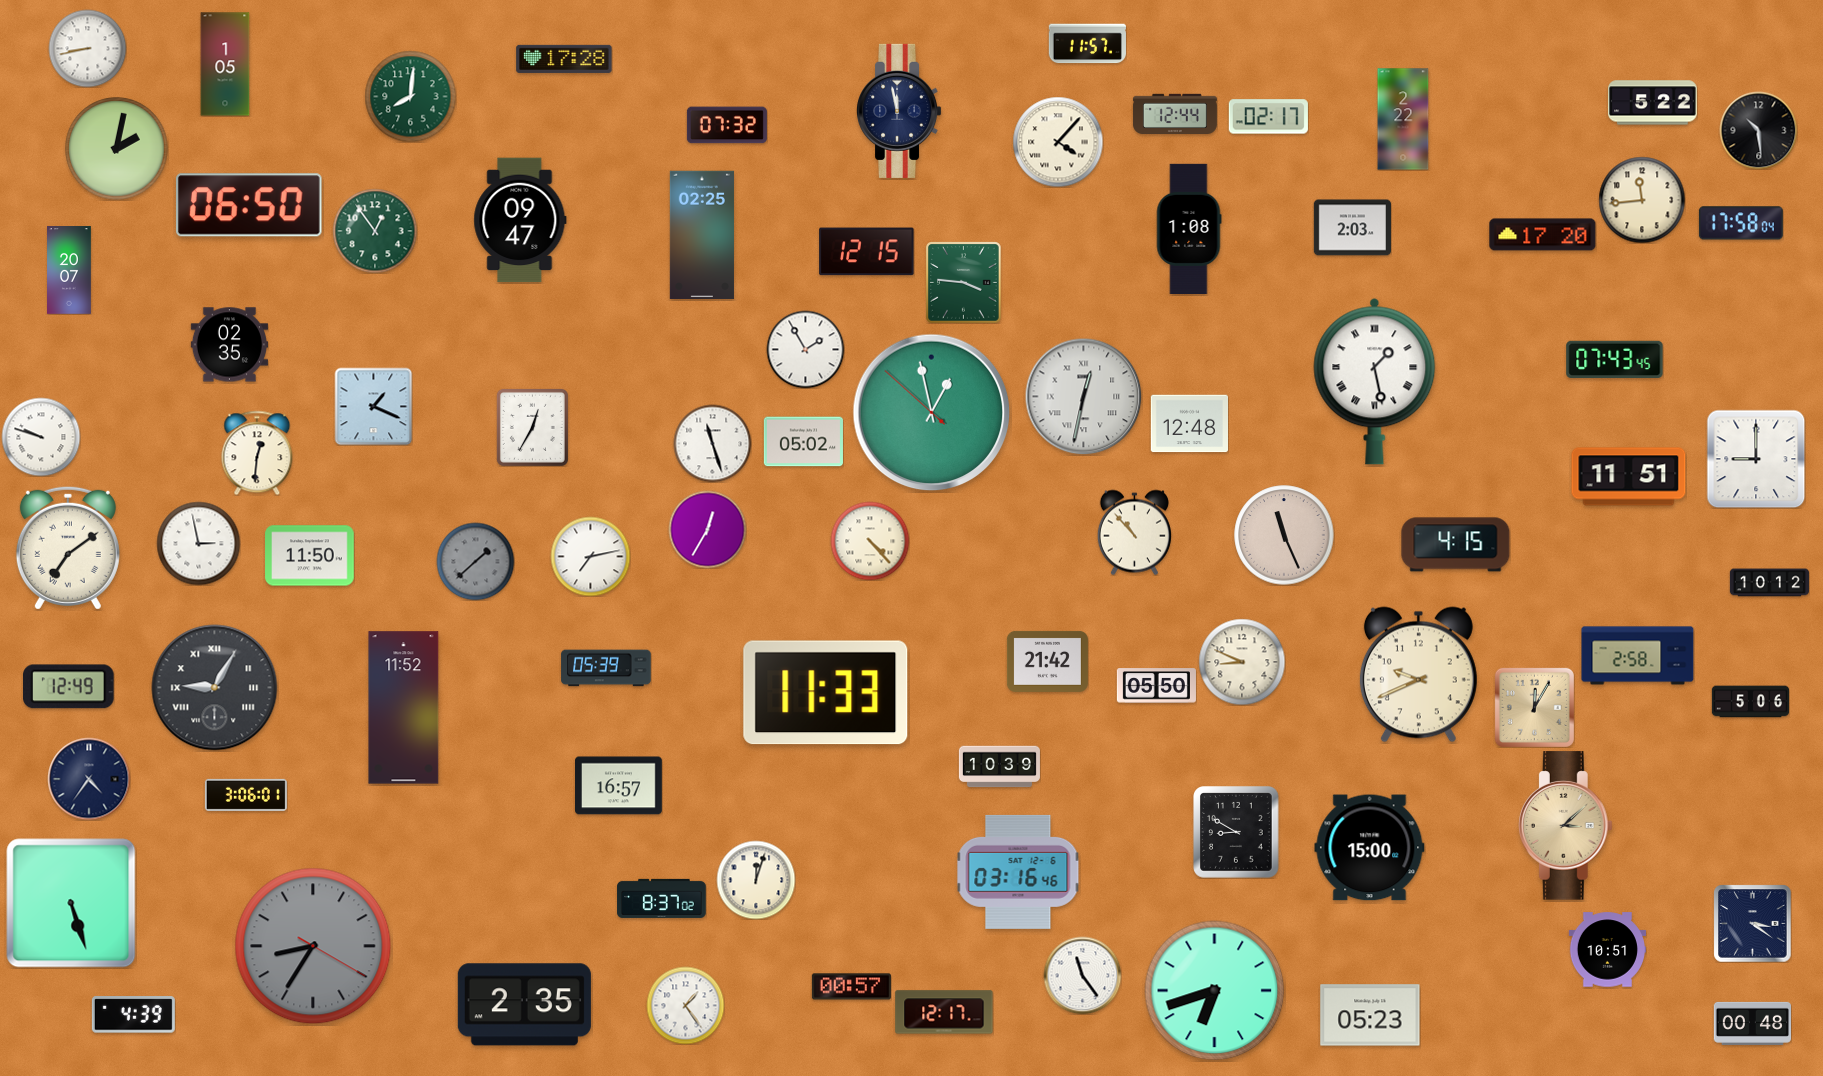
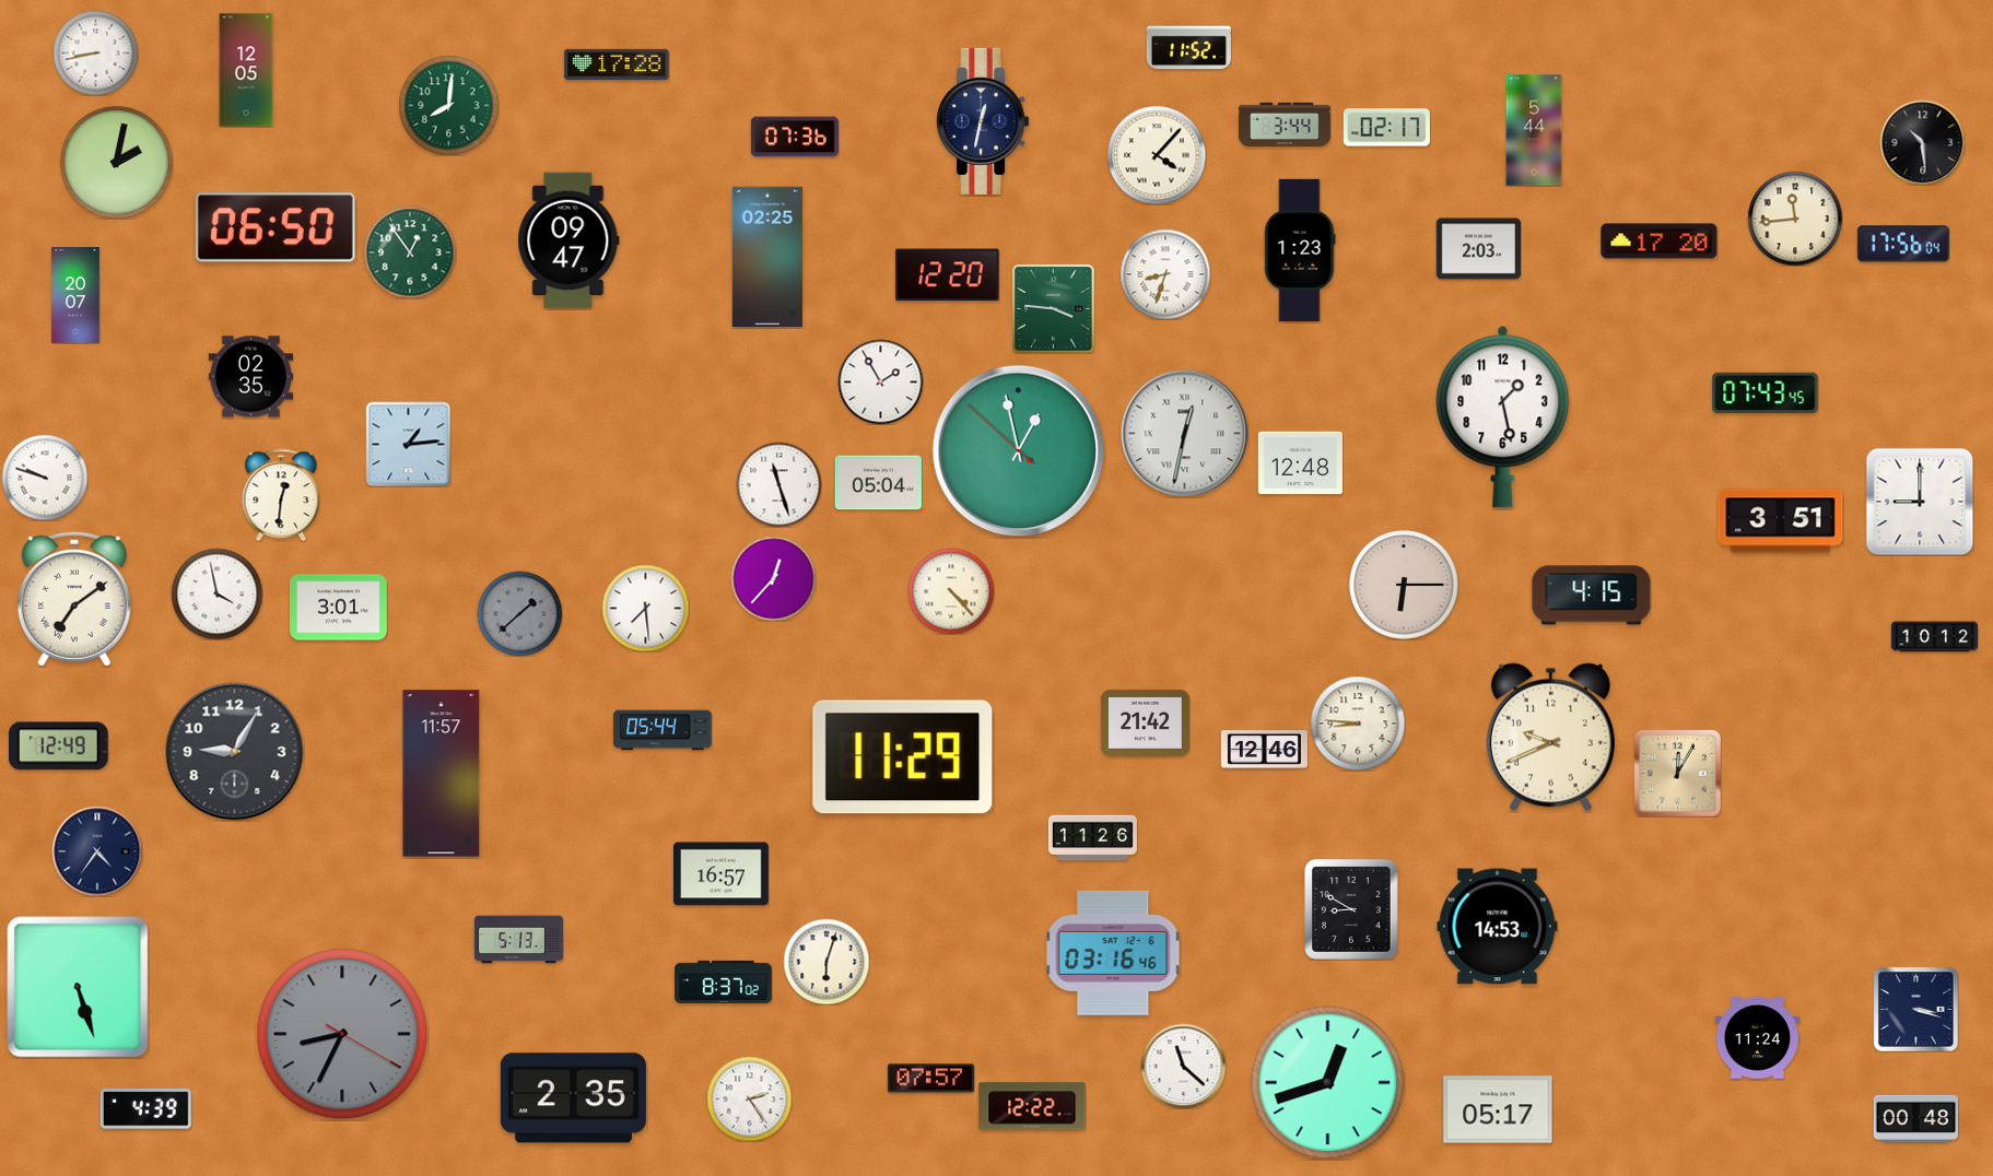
clock at (1087, 44): 11:57 -> 11:52
clock at (225, 64): 1:05 -> 12:05
clock at (1653, 103): 5:22 -> none
clock at (900, 111): 11:58 -> 12:32
clock at (1175, 113): 12:44 -> 3:44
clock at (1403, 119): 2:22 -> 5:44
clock at (727, 125): 07:32 -> 07:36
clock at (117, 149) position: (117, 149) -> (117, 163)
clock at (249, 205) position: (249, 205) -> (275, 227)
clock at (1741, 223): 17:58 -> 17:56
clock at (1189, 228): 1:08 -> 1:23
clock at (1543, 235) position: (1543, 235) -> (1660, 242)
clock at (1165, 274): none -> 8:33
clock at (867, 252): 12:15 -> 12:20
clock at (1375, 381) numerals: Roman -> Arabic
clock at (373, 406): 1:19 -> 1:14
clock at (532, 427): 12:35 -> none
clock at (803, 442): 05:02 -> 05:04
clock at (1629, 477): 11:51 -> 3:51
clock at (707, 529): 12:35 -> 12:37
clock at (1134, 532): 10:53 -> none
clock at (1284, 535): 11:26 -> 6:15
clock at (198, 543): 2:58 -> 3:58
clock at (310, 556): 11:50 -> 3:01
clock at (590, 556): 7:13 -> 7:29
clock at (1638, 656): 2:58 -> none
clock at (1242, 662): 8:49 -> 8:46
clock at (606, 668): 05:39 -> 05:44
clock at (1156, 686): 05:50 -> 12:46
clock at (69, 687) position: (69, 687) -> (59, 746)
clock at (215, 688) numerals: Roman -> Arabic
clock at (826, 693): 11:33 -> 11:29
clock at (1750, 702): 5:06 -> none
clock at (404, 708): 11:52 -> 11:57
clock at (999, 767): 10:39 -> 11:26
clock at (619, 786) position: (619, 786) -> (722, 874)
clock at (246, 795): 3:06 -> none
clock at (1565, 826): 3:08 -> none
clock at (1370, 848): 15:00 -> 14:53
clock at (518, 940): none -> 5:13
clock at (756, 880): 12:03 -> 6:03
clock at (1752, 923): 3:21 -> 3:18
clock at (313, 946): 8:35 -> 8:34
clock at (1607, 950): 10:51 -> 11:24
clock at (1082, 975): 11:24 -> 11:22
clock at (851, 987): 00:57 -> 07:57
clock at (1215, 991): 6:42 -> 12:42
clock at (685, 1005): 1:24 -> 2:24
clock at (944, 1012): 12:17 -> 12:22
clock at (1370, 1015): 05:23 -> 05:17
